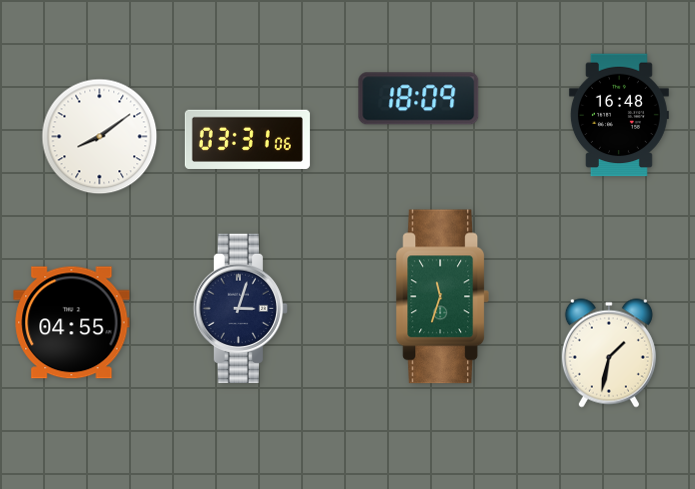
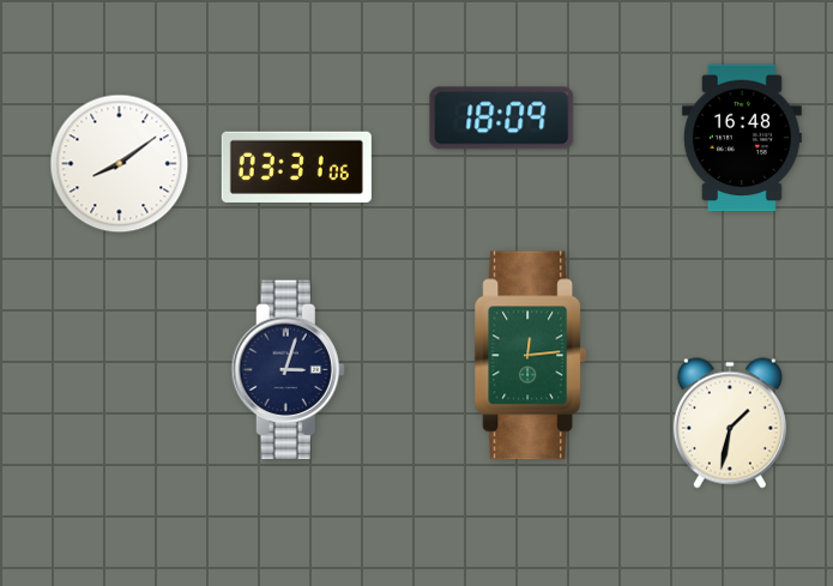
clock at (443, 297): 11:33 -> 12:14
clock at (72, 323): 04:55 -> none
